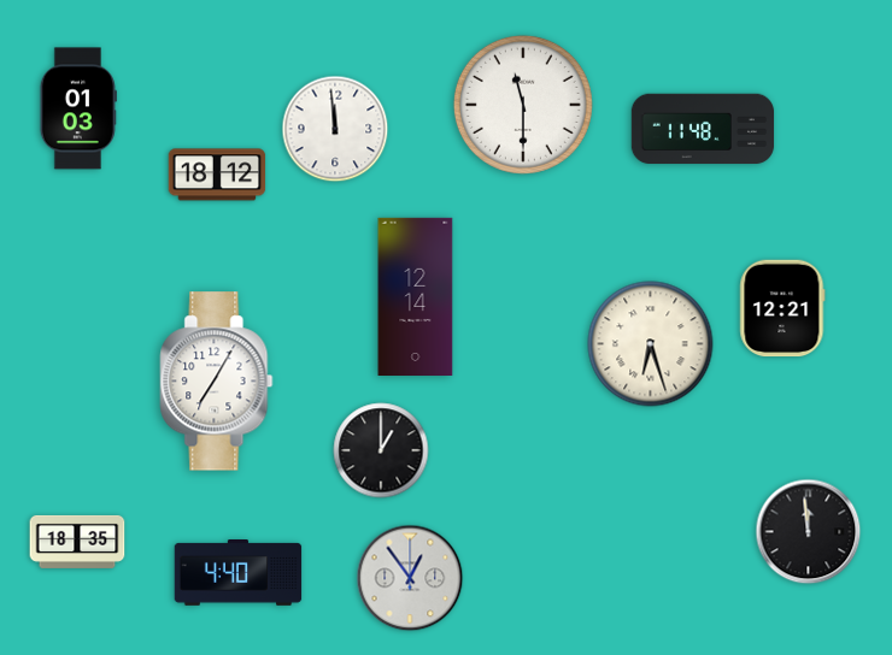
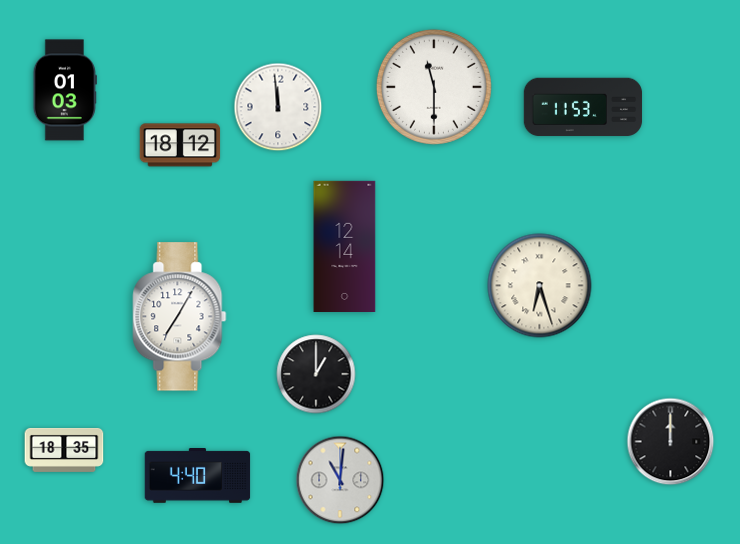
clock at (703, 129): 11:48 -> 11:53
clock at (782, 308): 12:21 -> none
clock at (809, 532): 11:59 -> 12:00
clock at (410, 578): 12:54 -> 11:01
